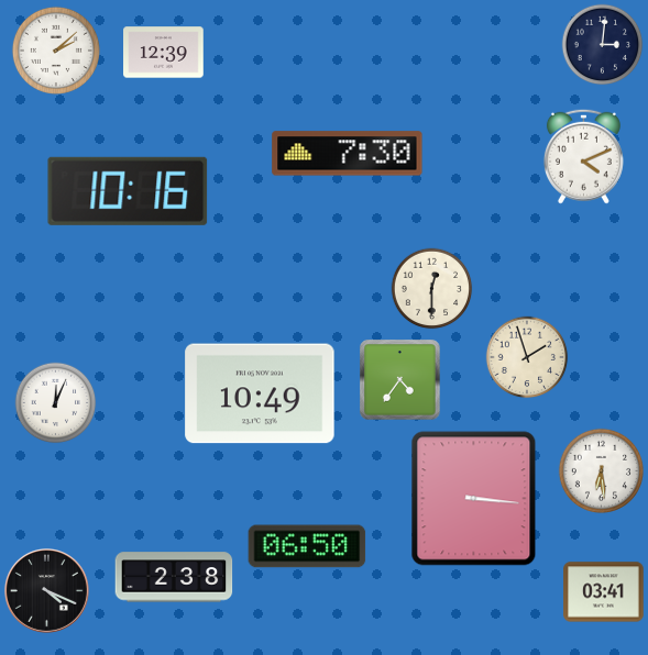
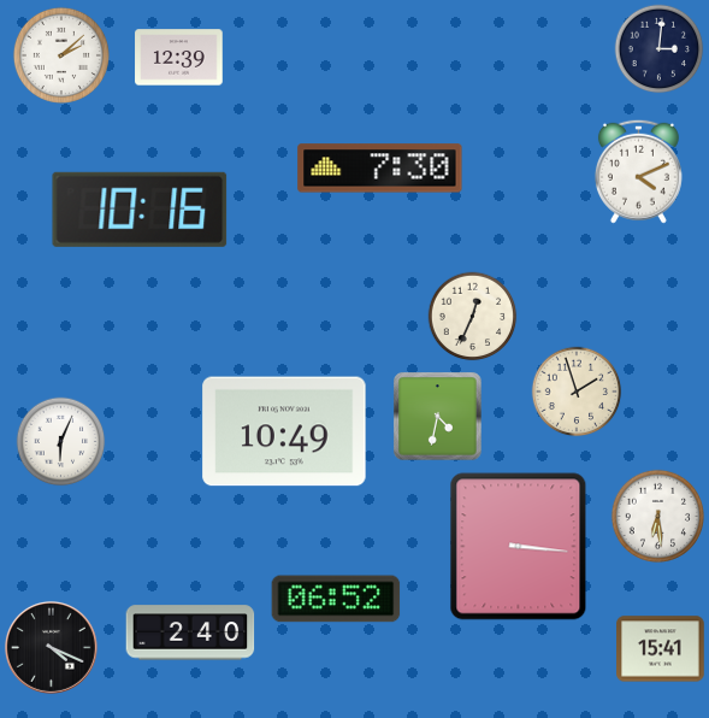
clock at (432, 289): 12:30 -> 12:34
clock at (400, 380): 4:36 -> 4:32
clock at (56, 403): 12:04 -> 6:04
clock at (307, 546): 06:50 -> 06:52
clock at (174, 577): 2:38 -> 2:40
clock at (604, 592): 03:41 -> 15:41
